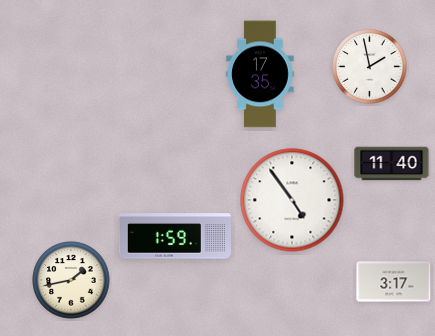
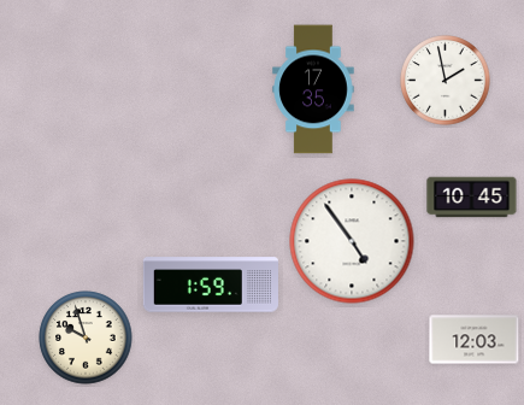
clock at (392, 164): 11:40 -> 10:45
clock at (71, 280): 1:43 -> 9:57
clock at (394, 282): 3:17 -> 12:03
